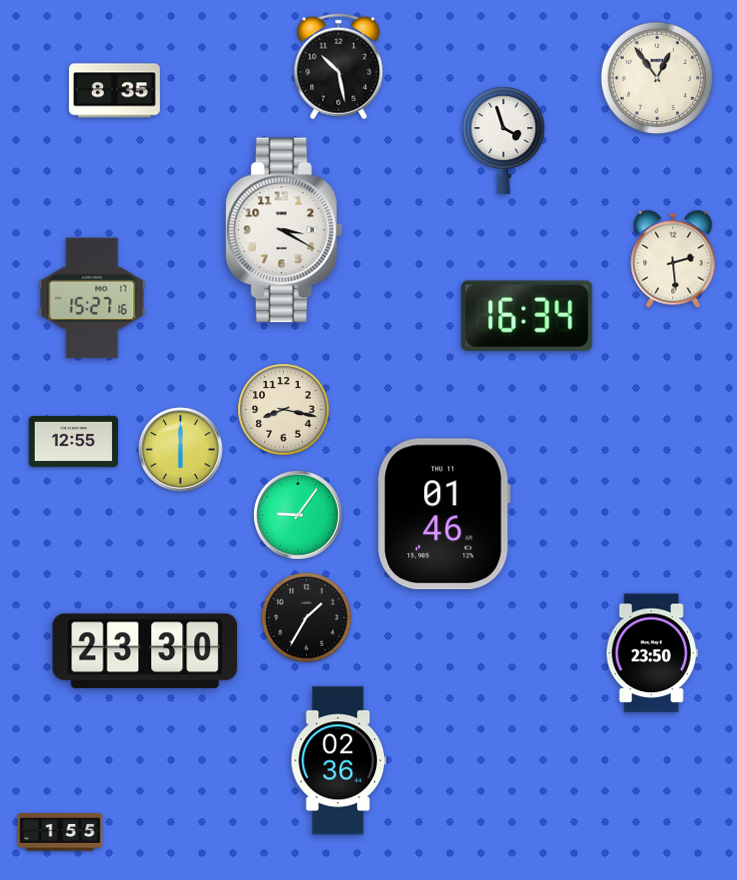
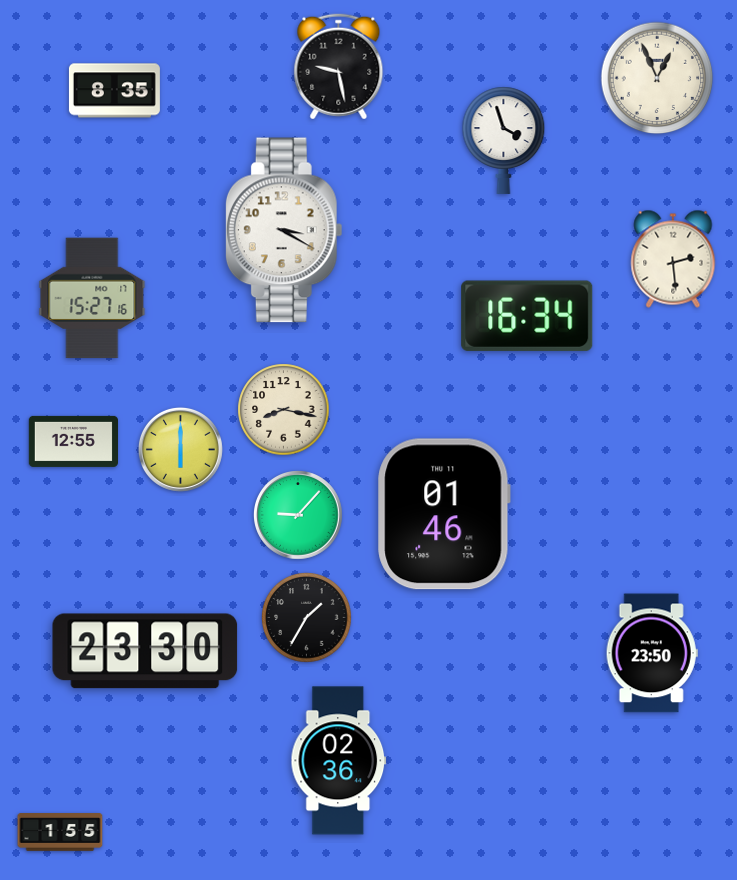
clock at (339, 67): 10:28 -> 9:28
clock at (657, 78): 12:54 -> 12:56
clock at (298, 515): 9:06 -> 9:07
